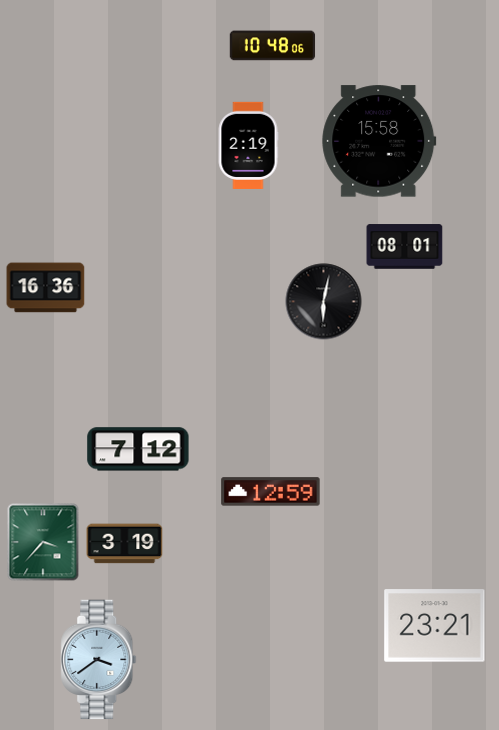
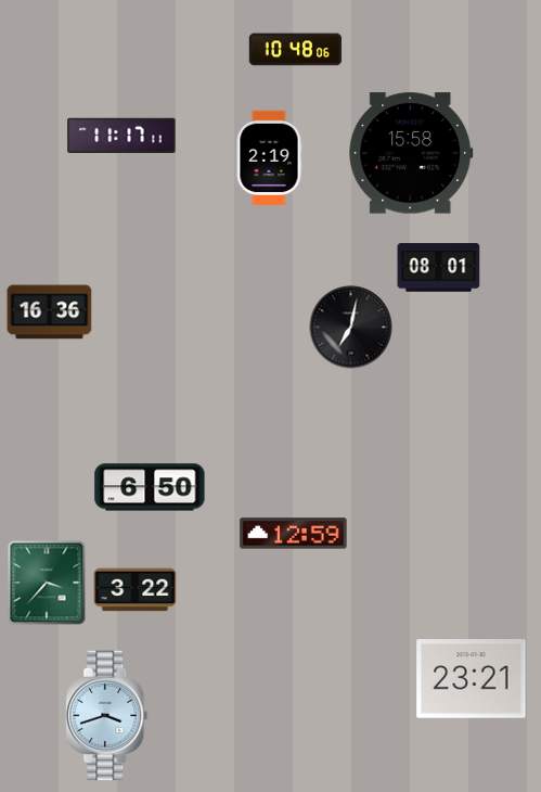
clock at (121, 136): none -> 11:17
clock at (324, 302): 6:02 -> 7:02
clock at (138, 449): 7:12 -> 6:50
clock at (43, 542) position: (43, 542) -> (47, 583)
clock at (125, 544): 3:19 -> 3:22
clock at (99, 660): 3:39 -> 3:42
